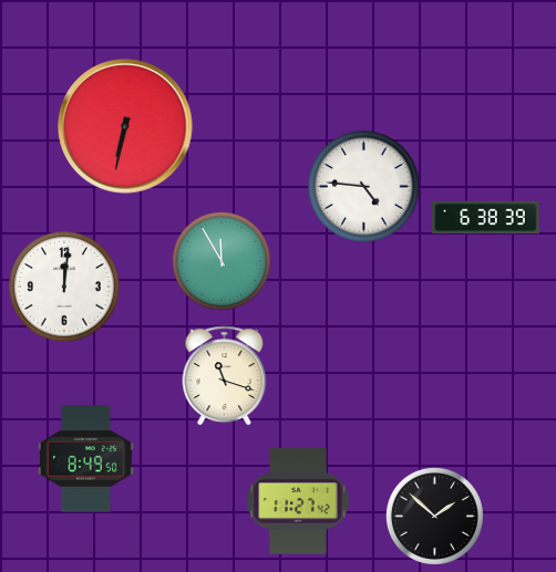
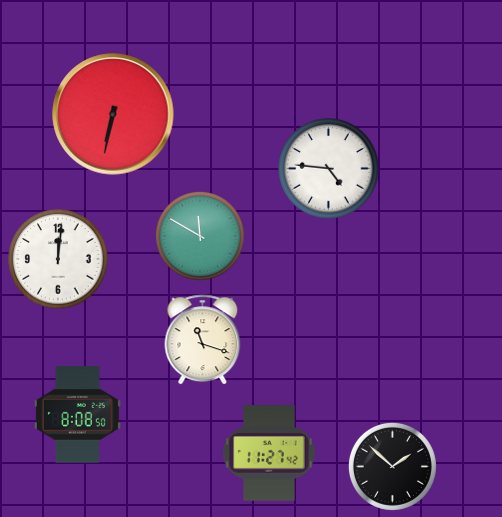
clock at (486, 218): 6:38 -> none
clock at (222, 261): 11:55 -> 11:50
clock at (85, 459): 8:49 -> 8:08
